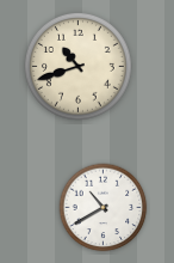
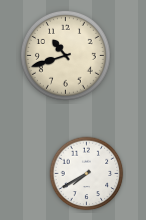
clock at (104, 208): 10:40 -> 7:40
